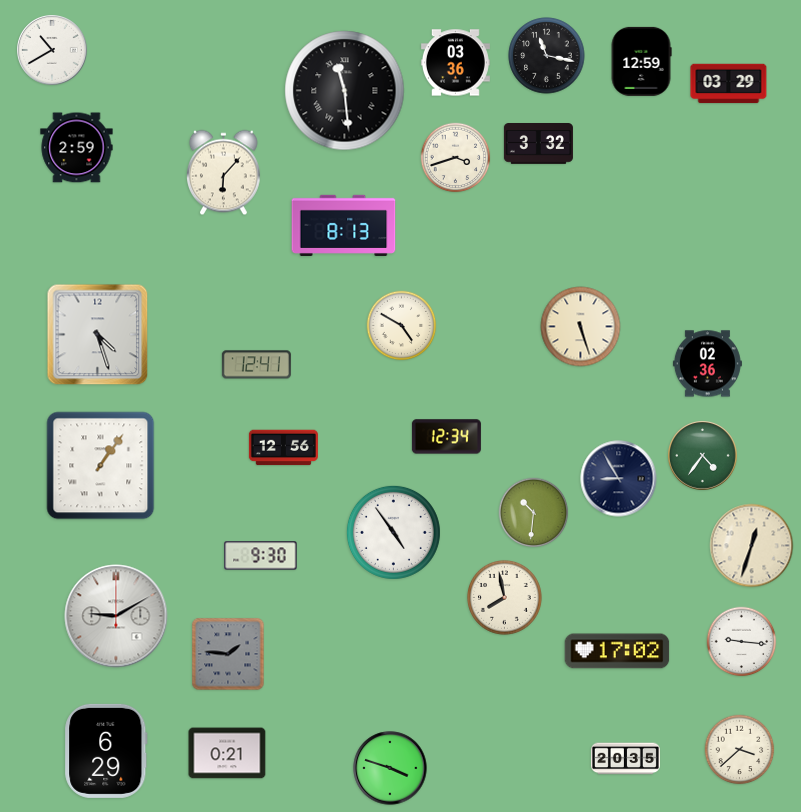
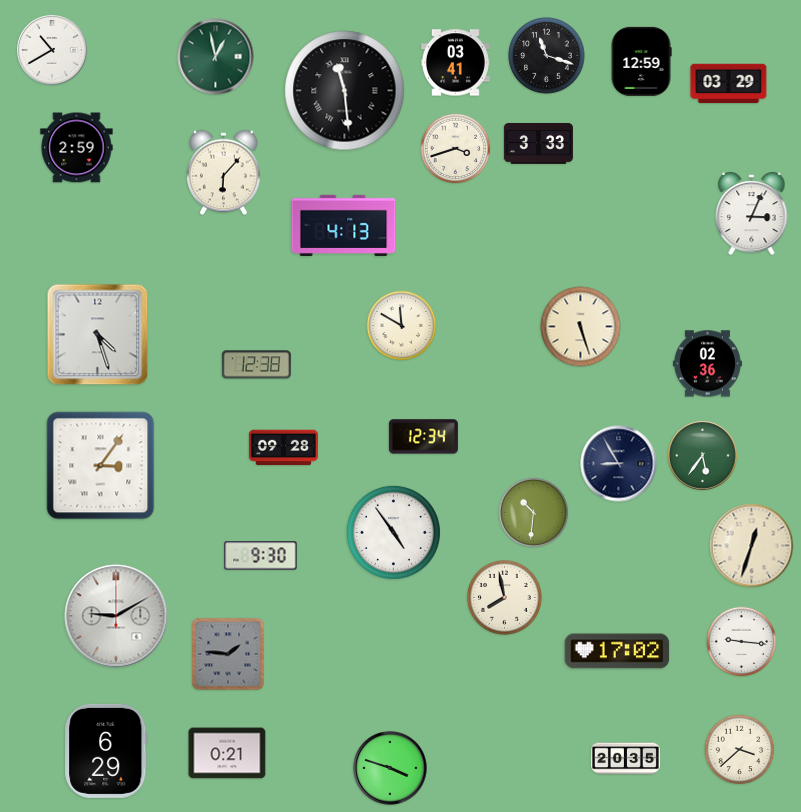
clock at (547, 56): 11:17 -> 11:18
clock at (216, 57): none -> 12:58
clock at (455, 63): 03:36 -> 03:41
clock at (538, 144): 3:32 -> 3:33
clock at (456, 158) position: (456, 158) -> (456, 149)
clock at (752, 214): none -> 3:04
clock at (344, 225): 8:13 -> 4:13
clock at (402, 326): 4:50 -> 11:50
clock at (256, 365): 12:41 -> 12:38
clock at (446, 437) position: (446, 437) -> (423, 437)
clock at (283, 448): 12:56 -> 09:28
clock at (703, 456): 4:36 -> 5:36
clock at (101, 466): 1:06 -> 3:06
clock at (619, 479) position: (619, 479) -> (619, 464)
